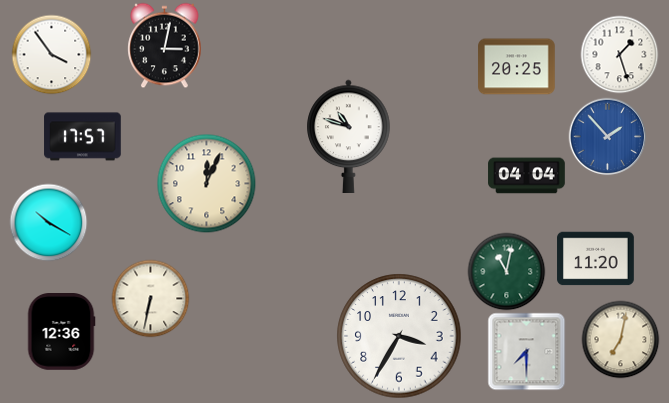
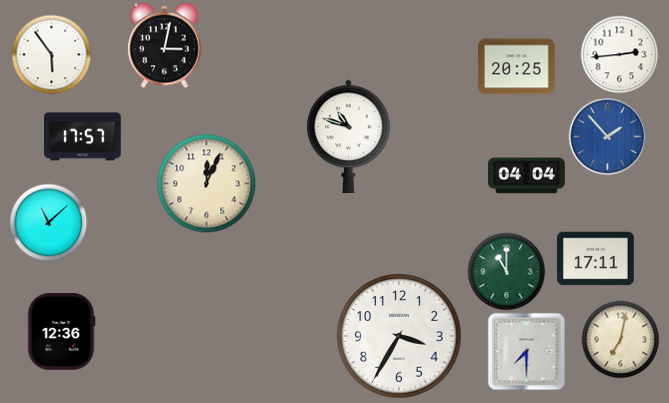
clock at (51, 54): 3:54 -> 5:54
clock at (619, 54): 1:27 -> 2:44
clock at (48, 222): 10:20 -> 11:08
clock at (596, 259): 11:20 -> 17:11
clock at (506, 271): 11:02 -> 11:00
clock at (150, 298): 6:32 -> none
